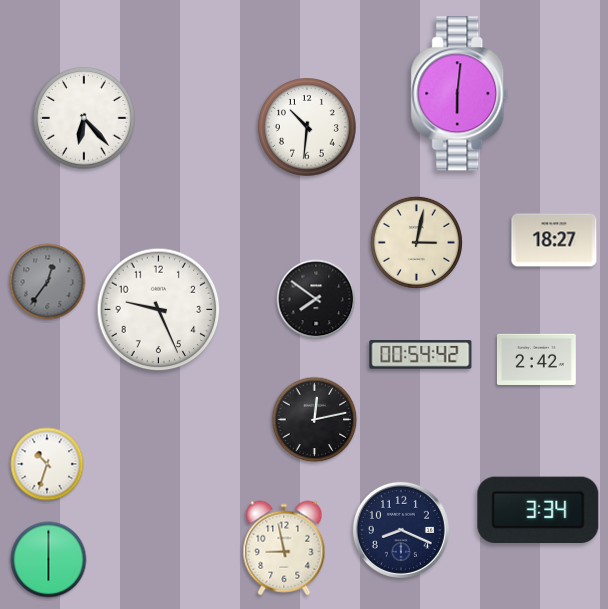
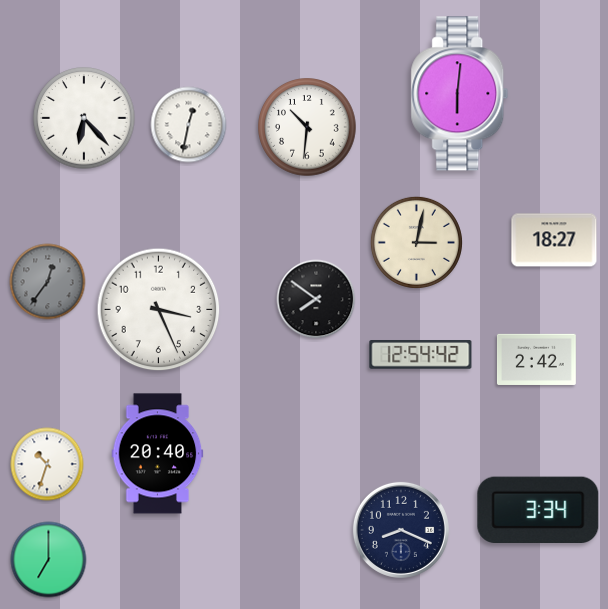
clock at (189, 125): none -> 12:32
clock at (159, 310): 9:26 -> 3:26
clock at (421, 355): 00:54 -> 12:54
clock at (315, 420): 12:13 -> none
clock at (158, 454): none -> 20:40
clock at (284, 548): 8:58 -> none
clock at (49, 560): 6:00 -> 7:00
